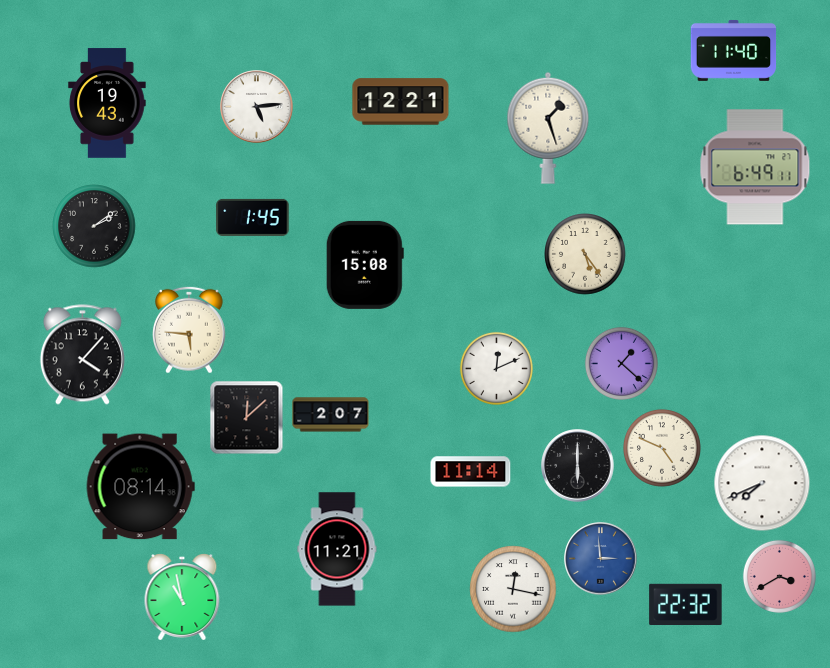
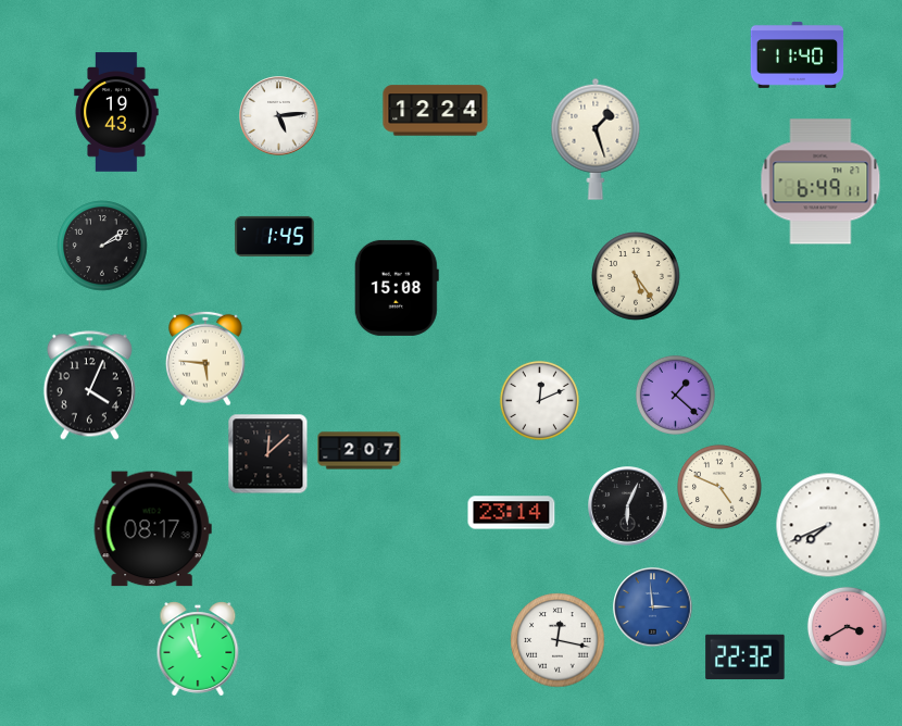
clock at (401, 102): 12:21 -> 12:24
clock at (82, 355): 4:07 -> 4:04
clock at (578, 466): 6:00 -> 6:04
clock at (471, 472): 11:14 -> 23:14
clock at (140, 487): 08:14 -> 08:17
clock at (337, 549): 11:21 -> none
